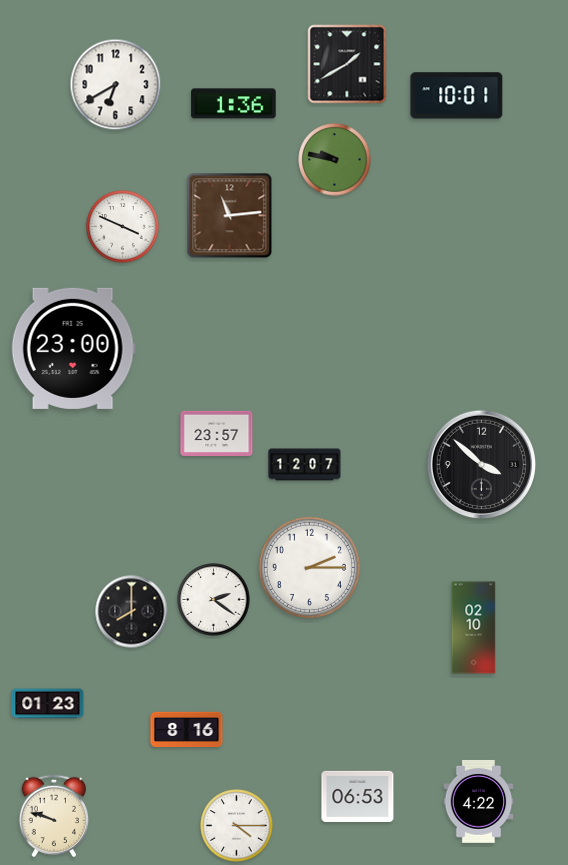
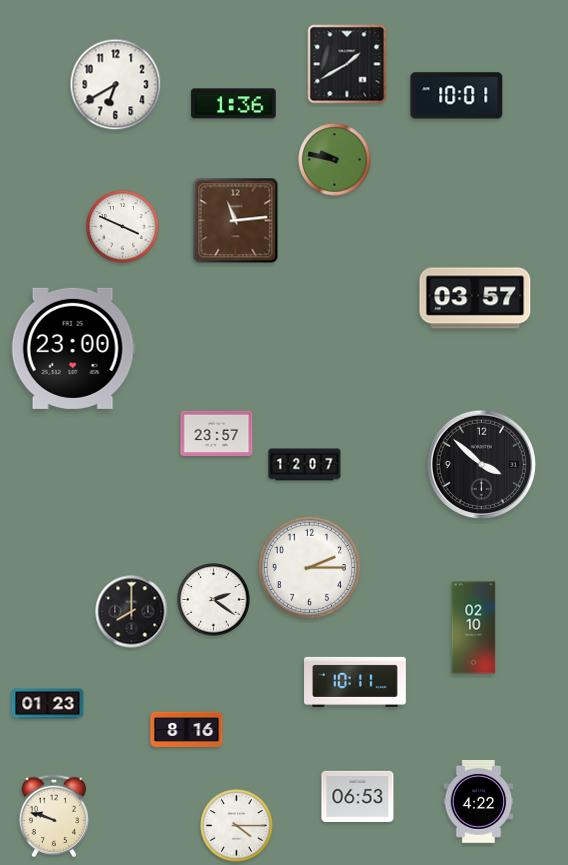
clock at (230, 216) position: (230, 216) -> (236, 221)
clock at (475, 298): none -> 03:57
clock at (355, 682): none -> 10:11
